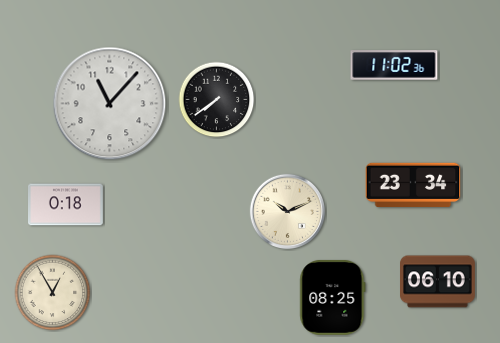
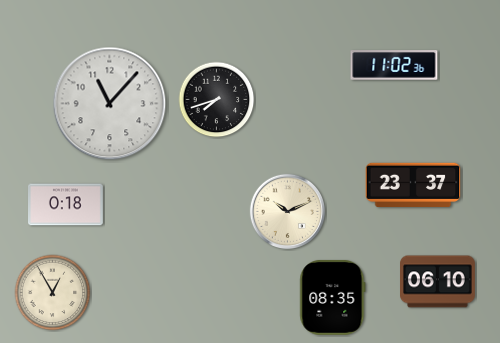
clock at (217, 100): 7:39 -> 7:42
clock at (413, 185): 23:34 -> 23:37
clock at (333, 297): 08:25 -> 08:35
